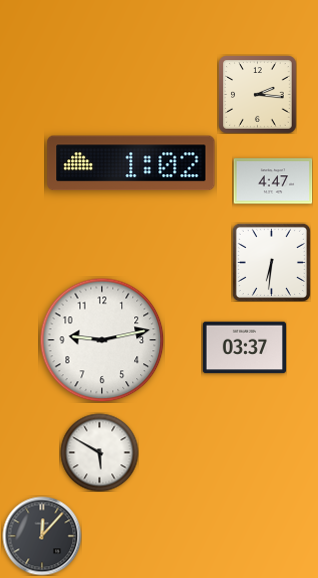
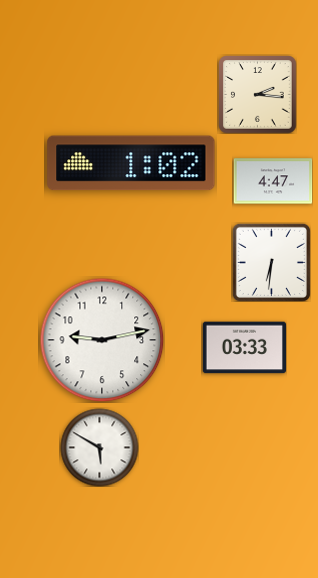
clock at (244, 348): 03:37 -> 03:33
clock at (99, 452) position: (99, 452) -> (99, 447)
clock at (42, 536): 12:07 -> none
